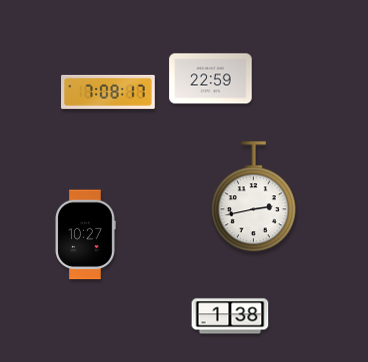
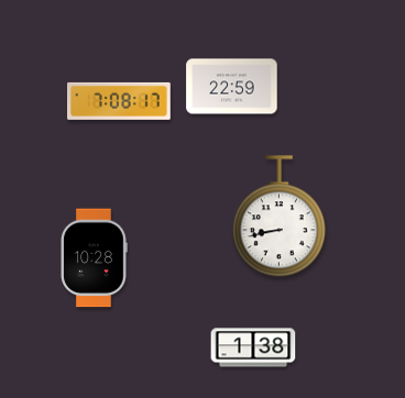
clock at (253, 197): 2:43 -> 8:43
clock at (85, 235): 10:27 -> 10:28
